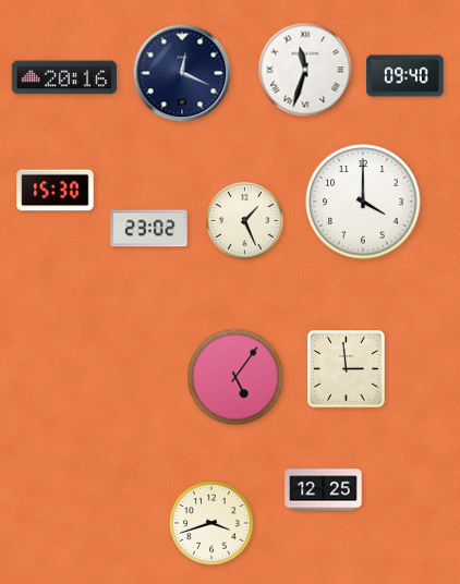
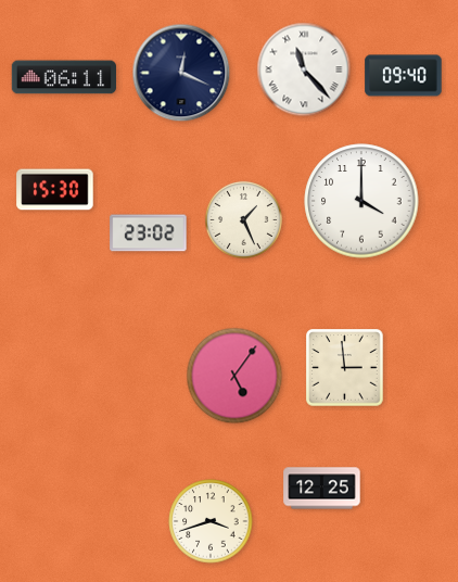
clock at (305, 70): 11:33 -> 11:23
clock at (63, 77): 20:16 -> 06:11
clock at (149, 229) position: (149, 229) -> (149, 233)
